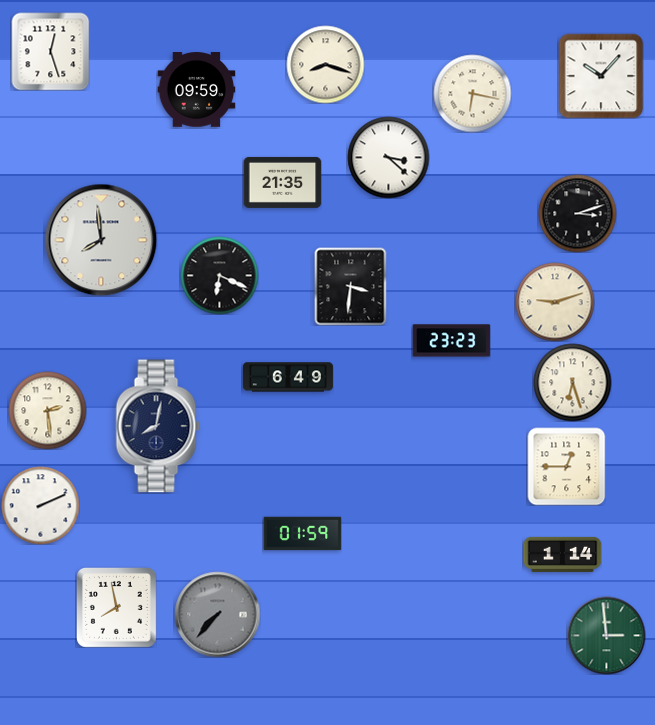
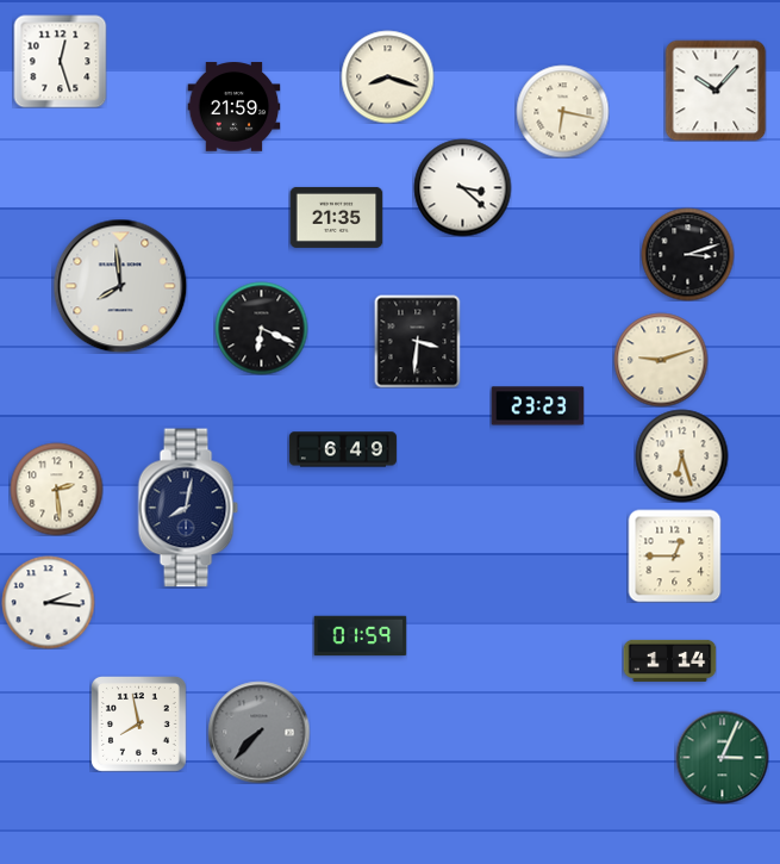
clock at (196, 90): 09:59 -> 21:59
clock at (40, 505): 2:11 -> 2:16
clock at (606, 635): 2:59 -> 3:04
